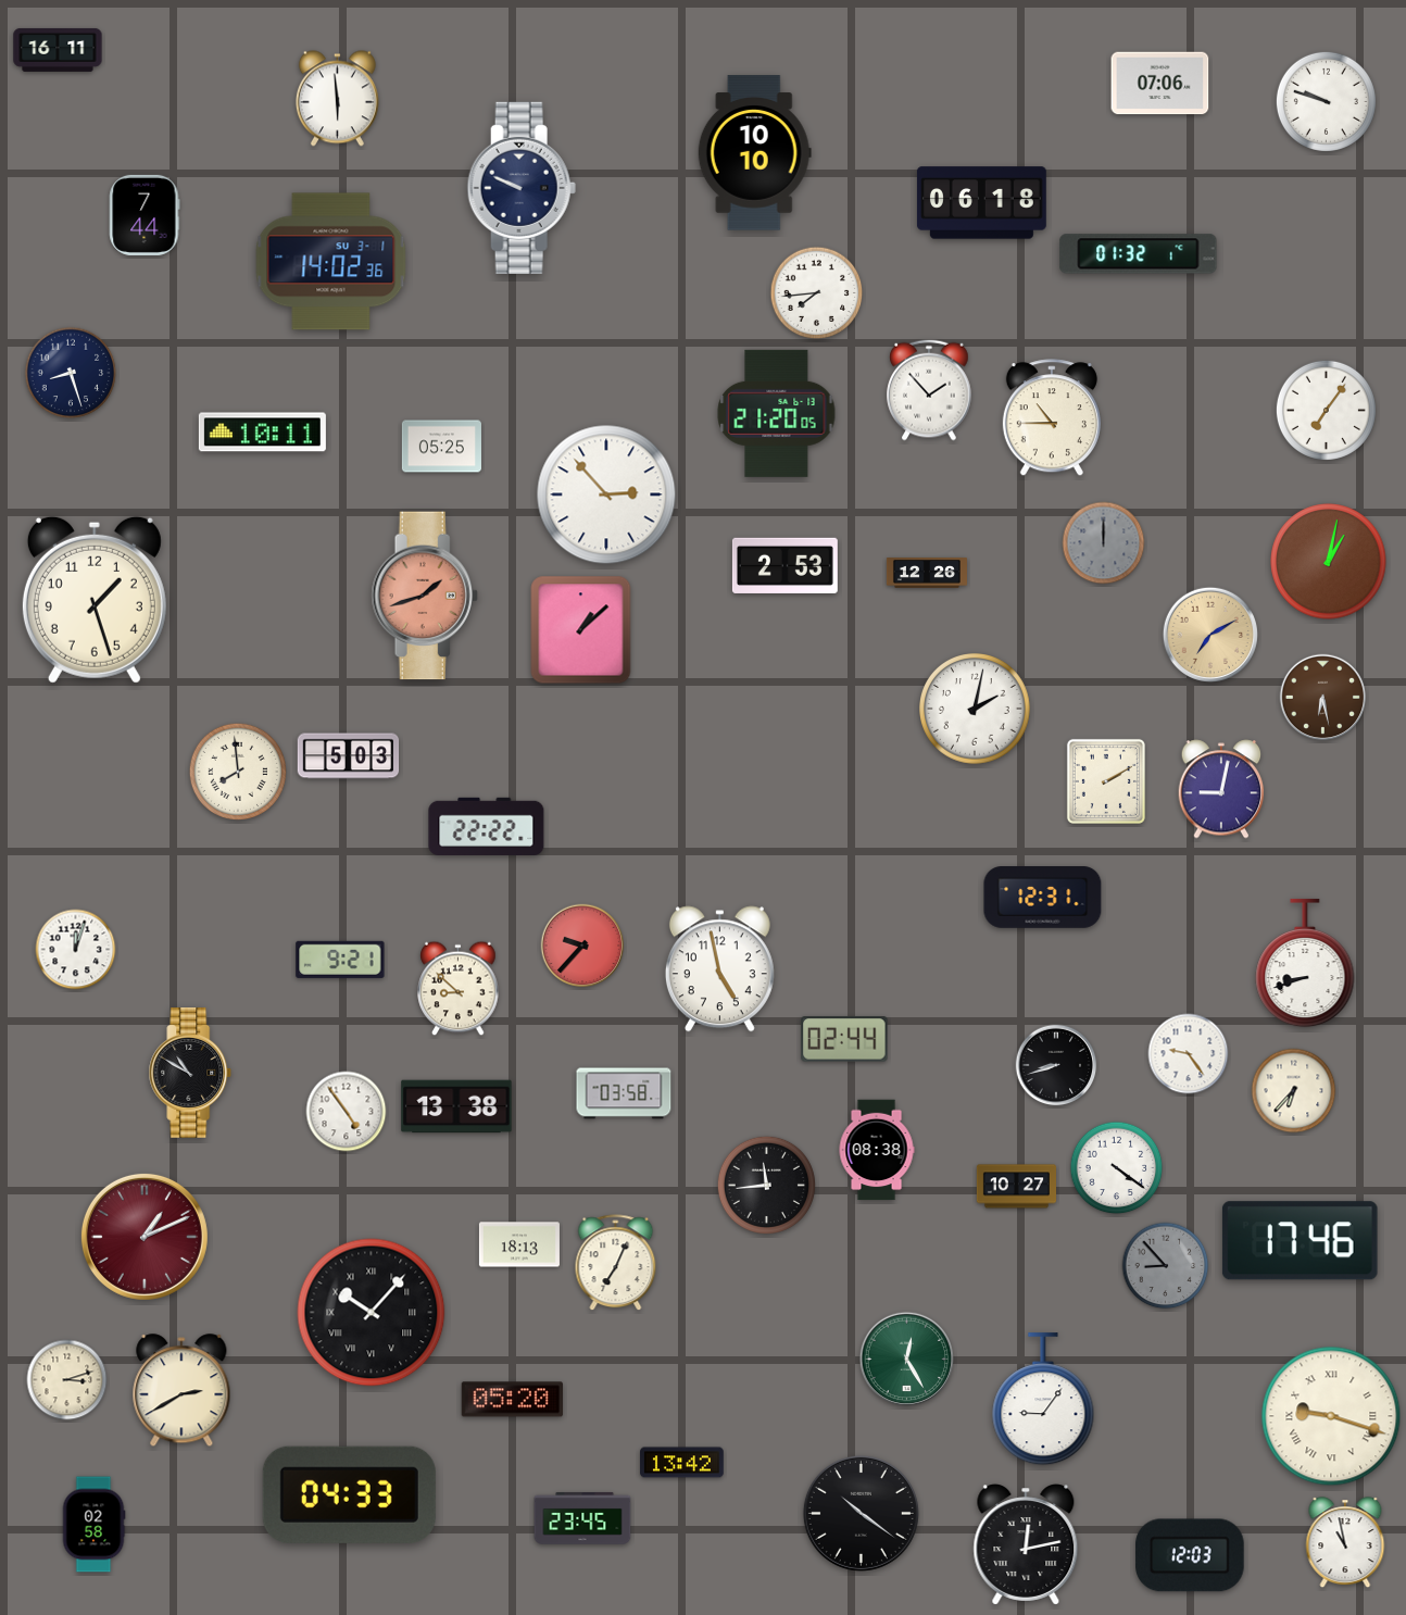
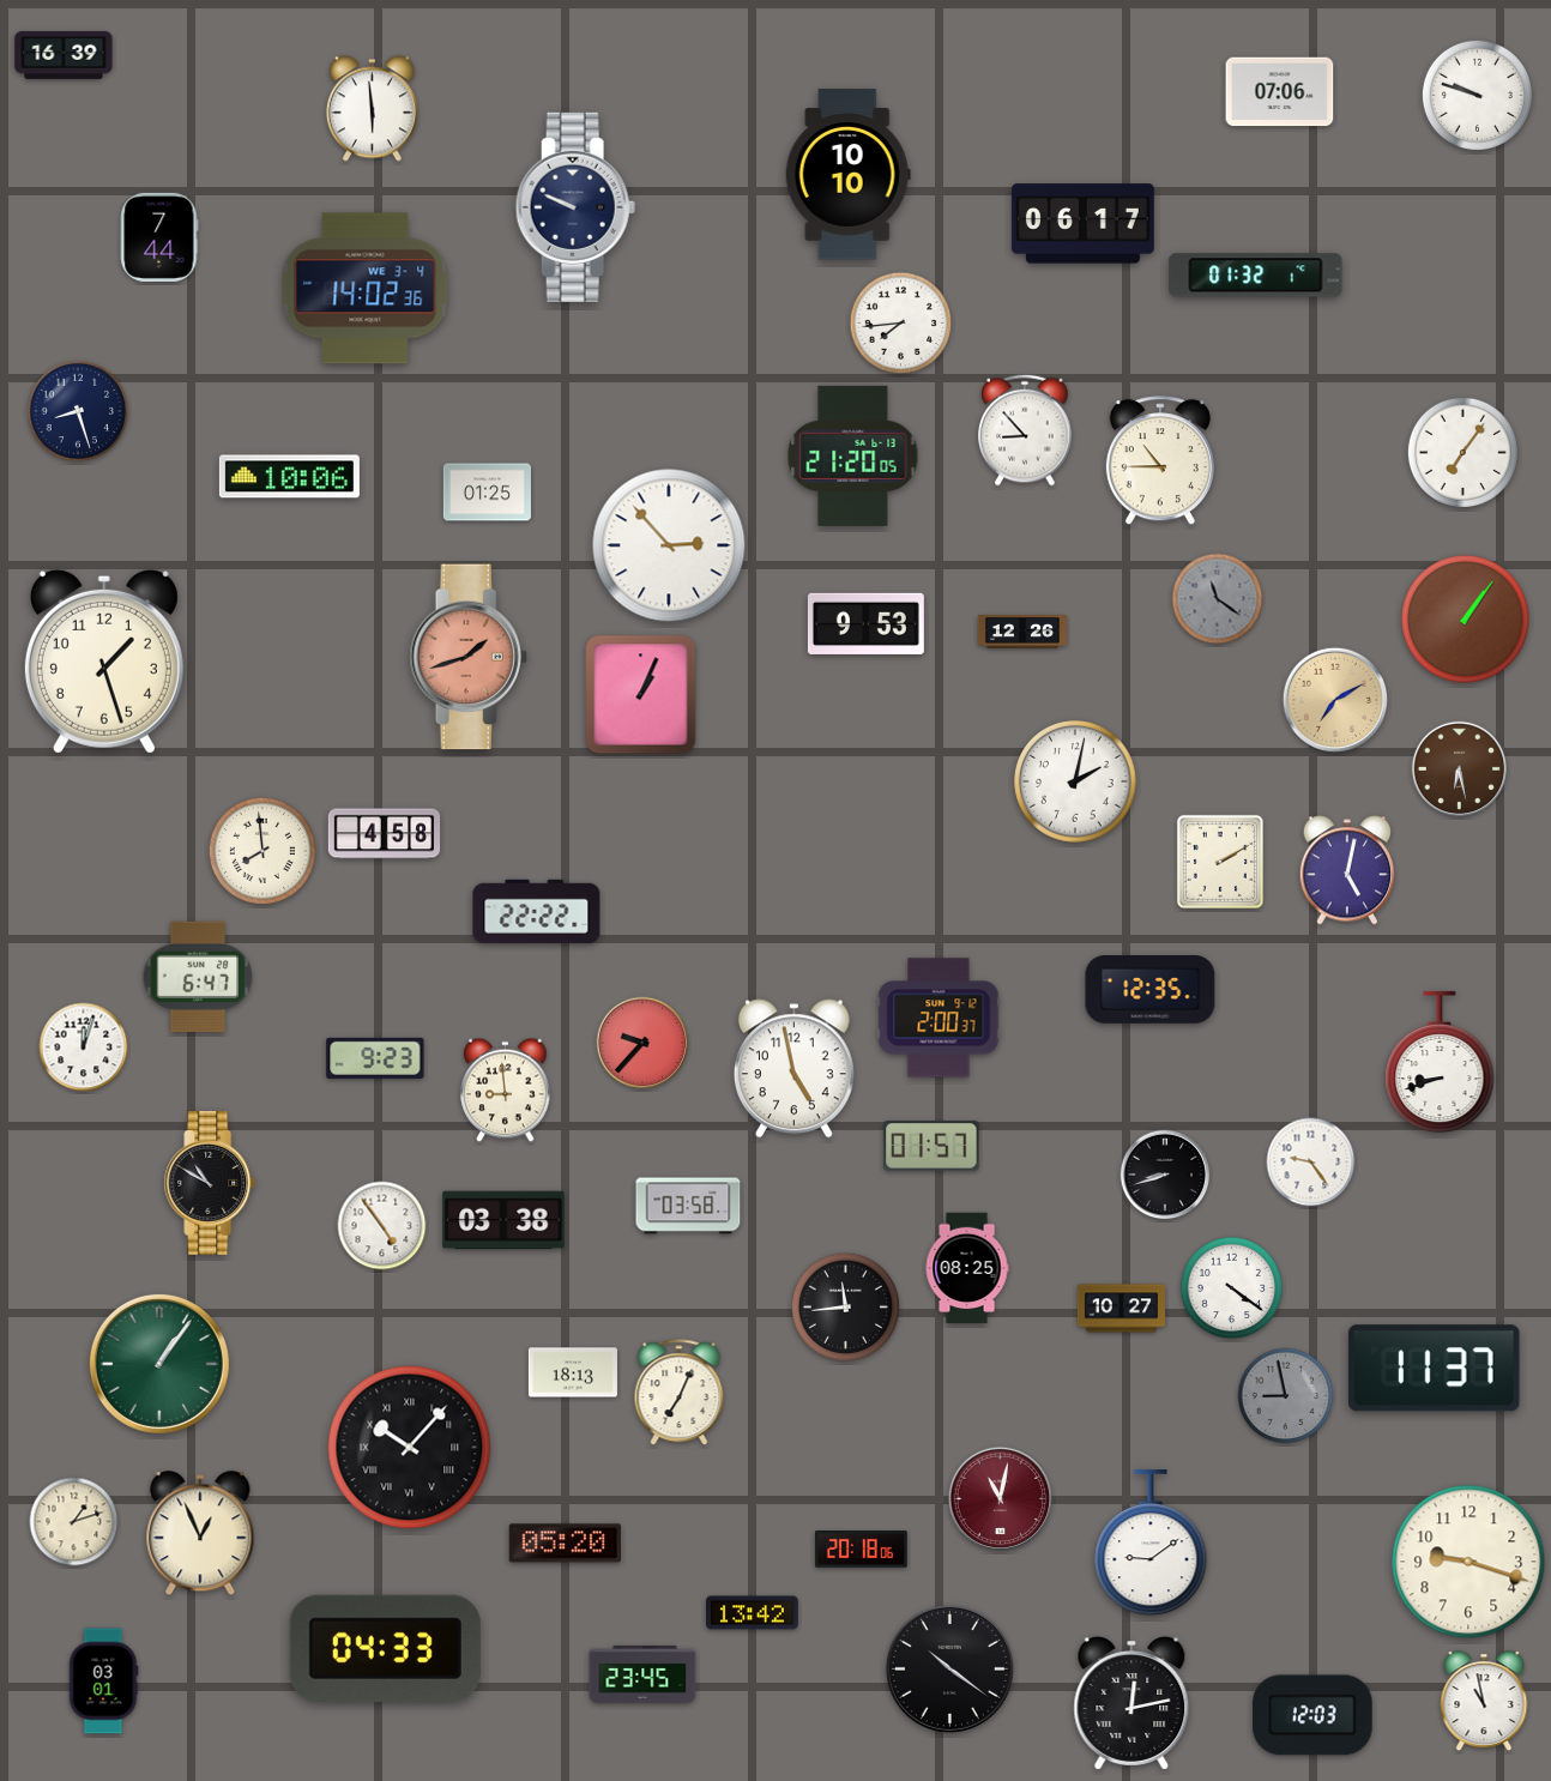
clock at (58, 50): 16:11 -> 16:39
clock at (1326, 101) position: (1326, 101) -> (1477, 95)
clock at (754, 153) position: (754, 153) -> (847, 175)
clock at (981, 203): 06:18 -> 06:17
clock at (1139, 254) position: (1139, 254) -> (1256, 276)
clock at (331, 262) date: SU 3-1 -> WE 3-4
clock at (929, 390): 1:53 -> 8:53
clock at (777, 413) position: (777, 413) -> (853, 455)
clock at (262, 433): 10:11 -> 10:06
clock at (441, 447): 05:25 -> 01:25
clock at (1104, 543): 12:00 -> 11:21
clock at (1329, 562): 1:02 -> 1:06
clock at (784, 565): 2:53 -> 9:53
clock at (581, 630): 1:08 -> 1:04
clock at (349, 756): 5:03 -> 4:58
clock at (1221, 789): 9:02 -> 5:02
clock at (198, 977): none -> 6:47
clock at (1043, 898): 12:31 -> 12:35
clock at (939, 1018): none -> 2:00
clock at (340, 960): 9:21 -> 9:23
clock at (459, 989): 8:52 -> 8:59
clock at (844, 1039): 02:44 -> 01:57
clock at (1294, 1091): 6:37 -> none
clock at (456, 1106): 13:38 -> 03:38
clock at (877, 1150): 08:38 -> 08:25
clock at (145, 1237): 1:11 -> 1:06
clock at (145, 1237) dial: burgundy -> green
clock at (1300, 1241): 17:46 -> 11:37
clock at (1166, 1266): 8:53 -> 8:58
clock at (906, 1359): 12:25 -> 11:02
clock at (906, 1359) dial: green -> burgundy
clock at (67, 1380): 3:12 -> 1:12
clock at (181, 1391): 2:40 -> 12:56
clock at (1043, 1400): 9:06 -> 9:09
clock at (862, 1550): none -> 20:18
clock at (1331, 1416) numerals: Roman -> Arabic
clock at (93, 1525): 02:58 -> 03:01
